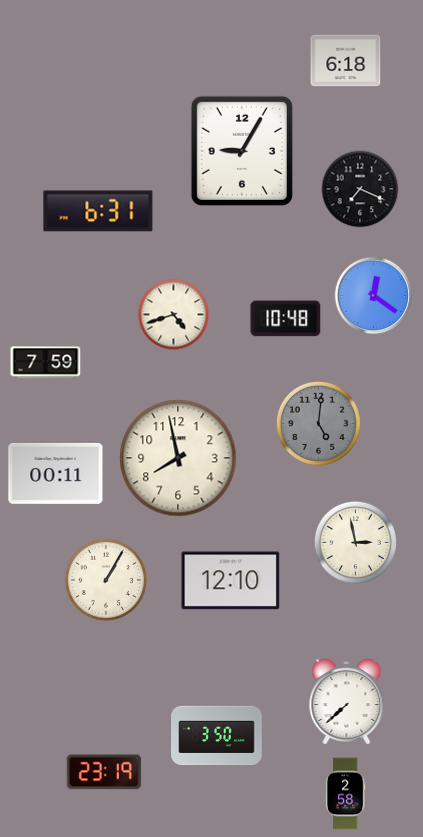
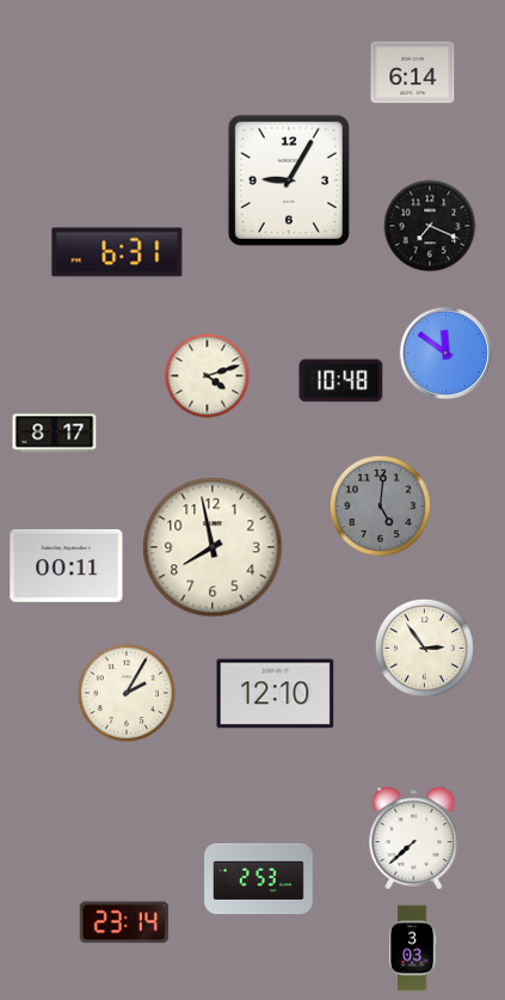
clock at (346, 61): 6:18 -> 6:14
clock at (374, 296): 12:21 -> 11:51
clock at (174, 315): 4:42 -> 4:12
clock at (46, 363): 7:59 -> 8:17
clock at (355, 542): 2:58 -> 2:54
clock at (105, 579): 1:05 -> 2:05
clock at (217, 736): 3:50 -> 2:53
clock at (104, 772): 23:19 -> 23:14
clock at (345, 794): 2:58 -> 3:03
